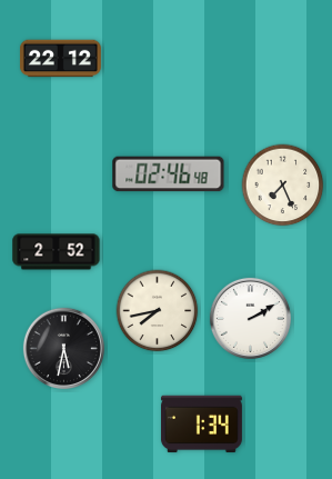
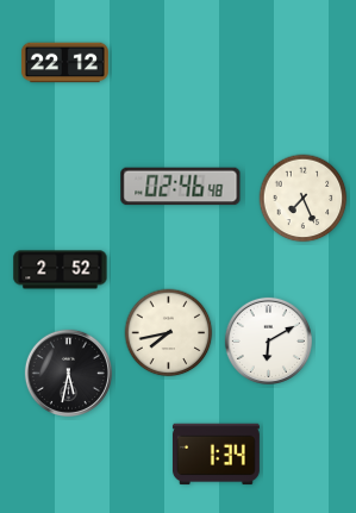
clock at (250, 318): 2:10 -> 6:10
